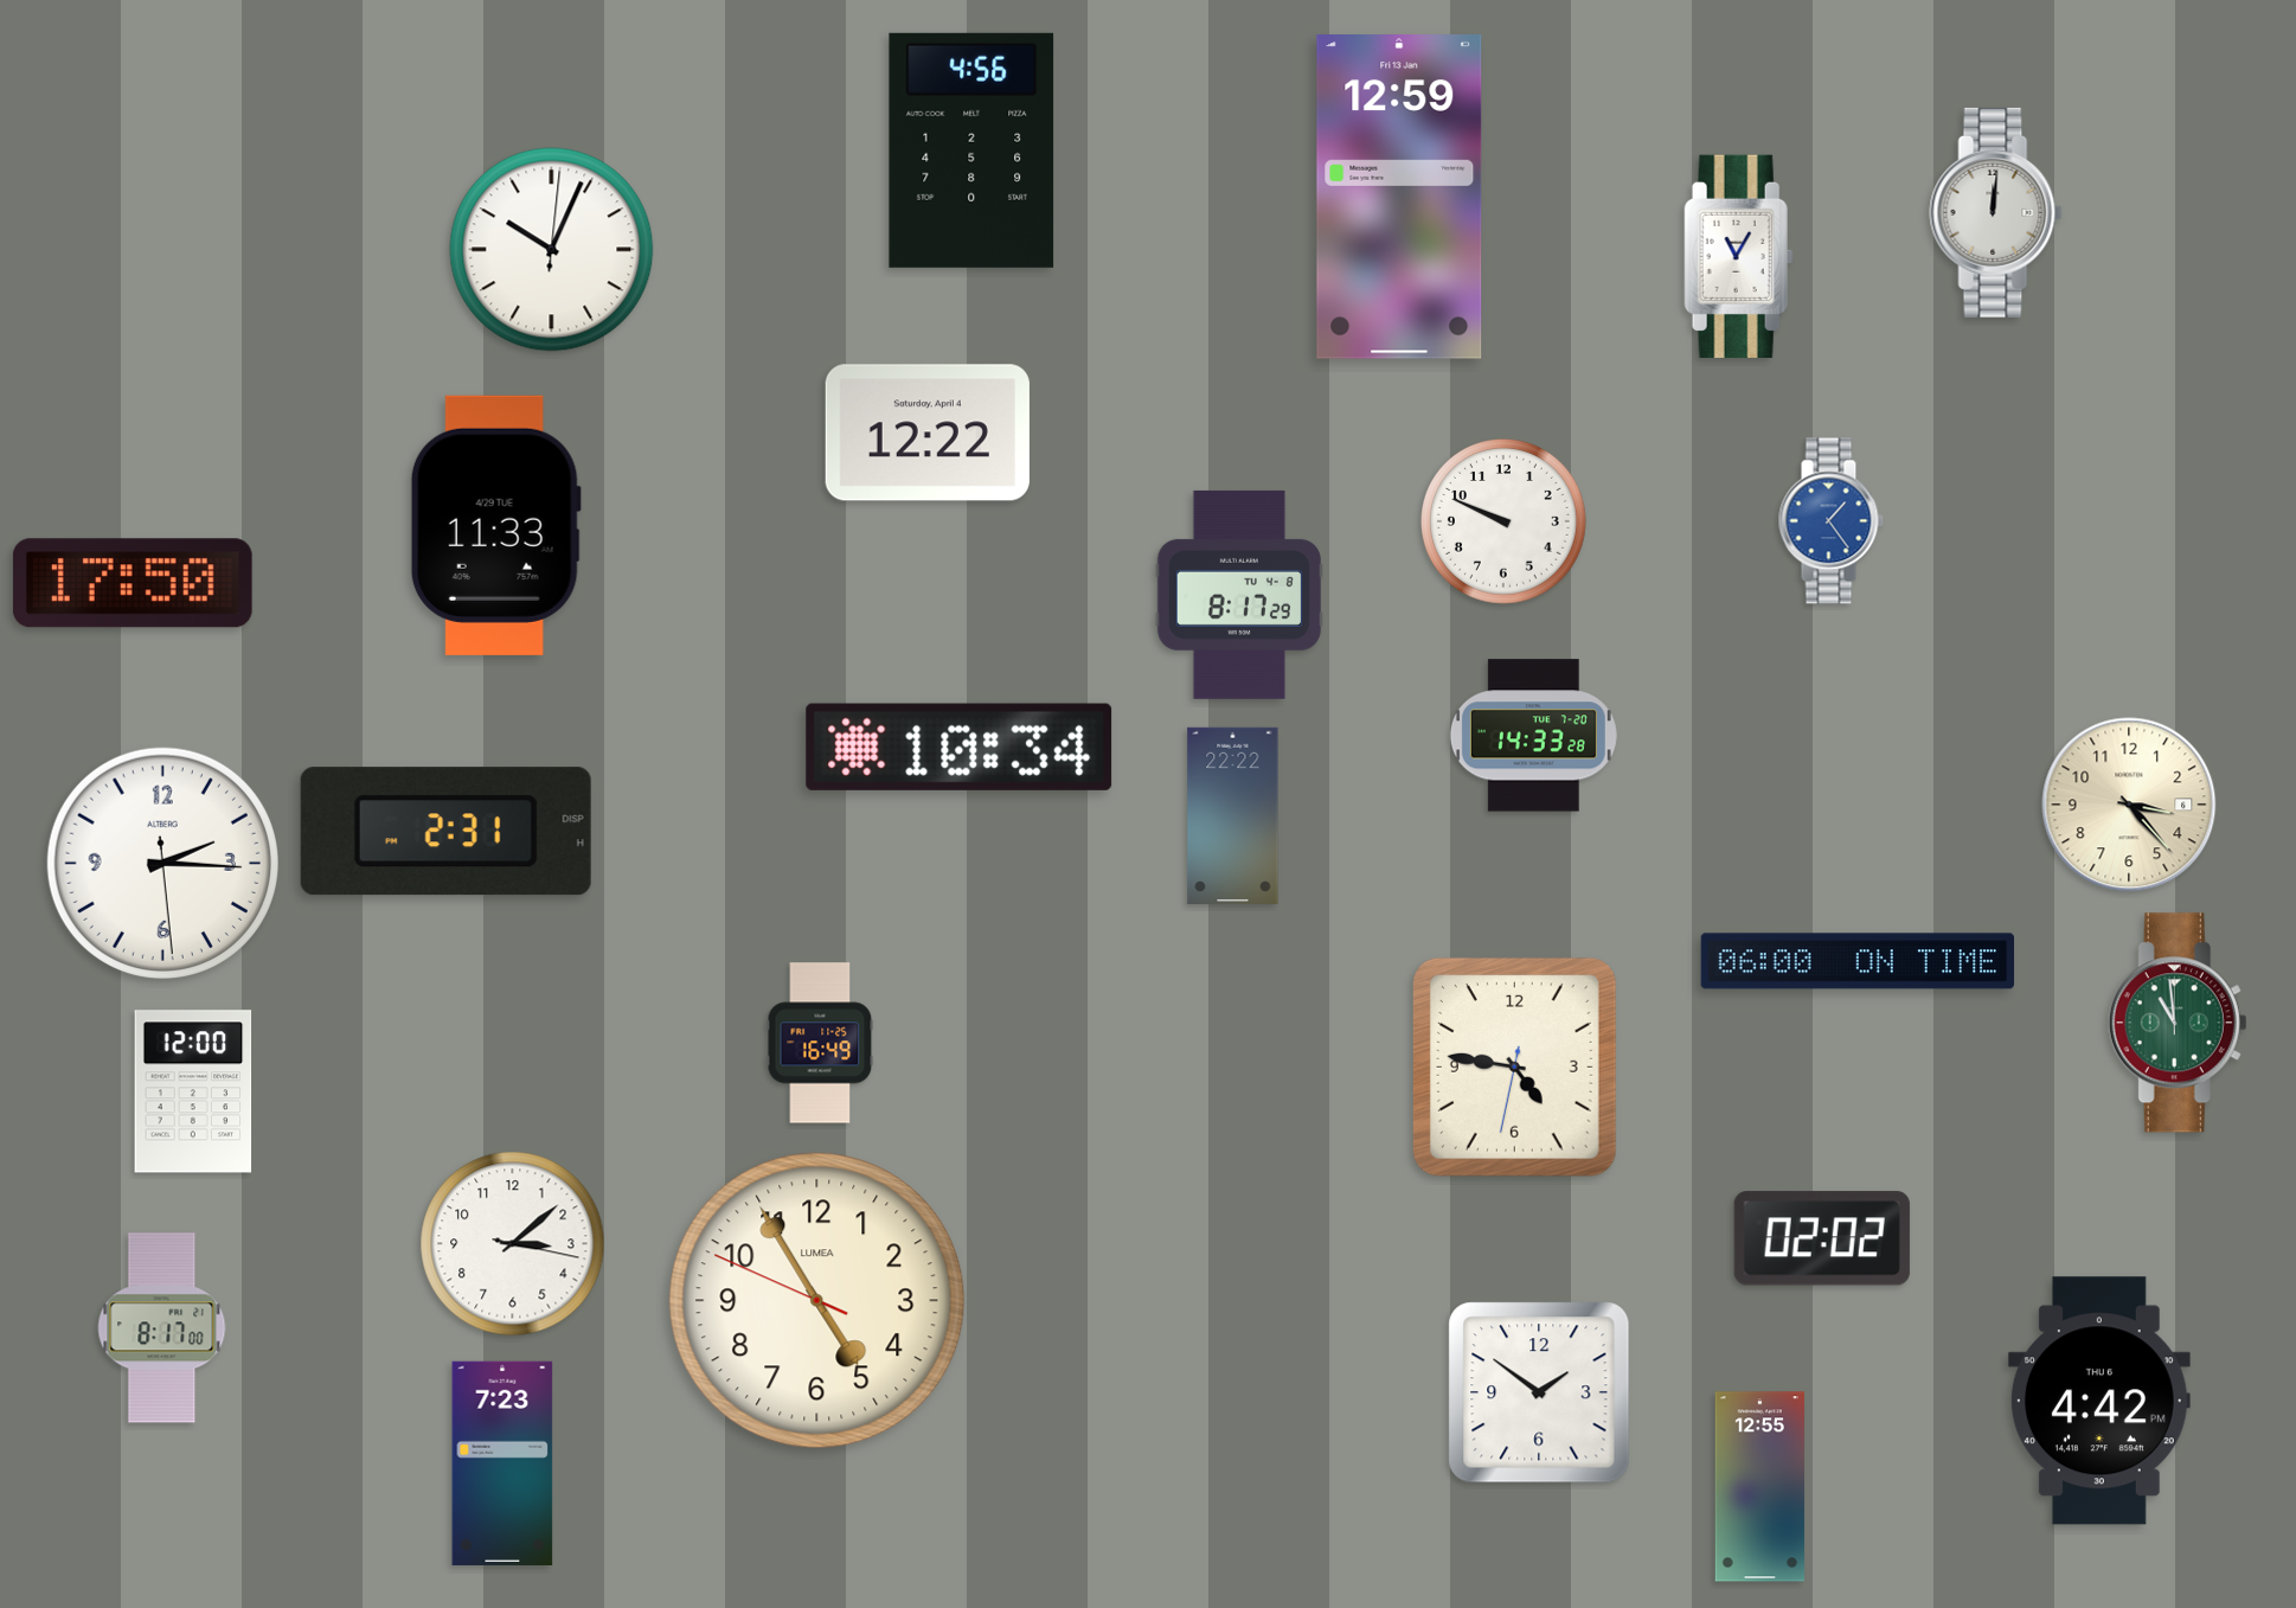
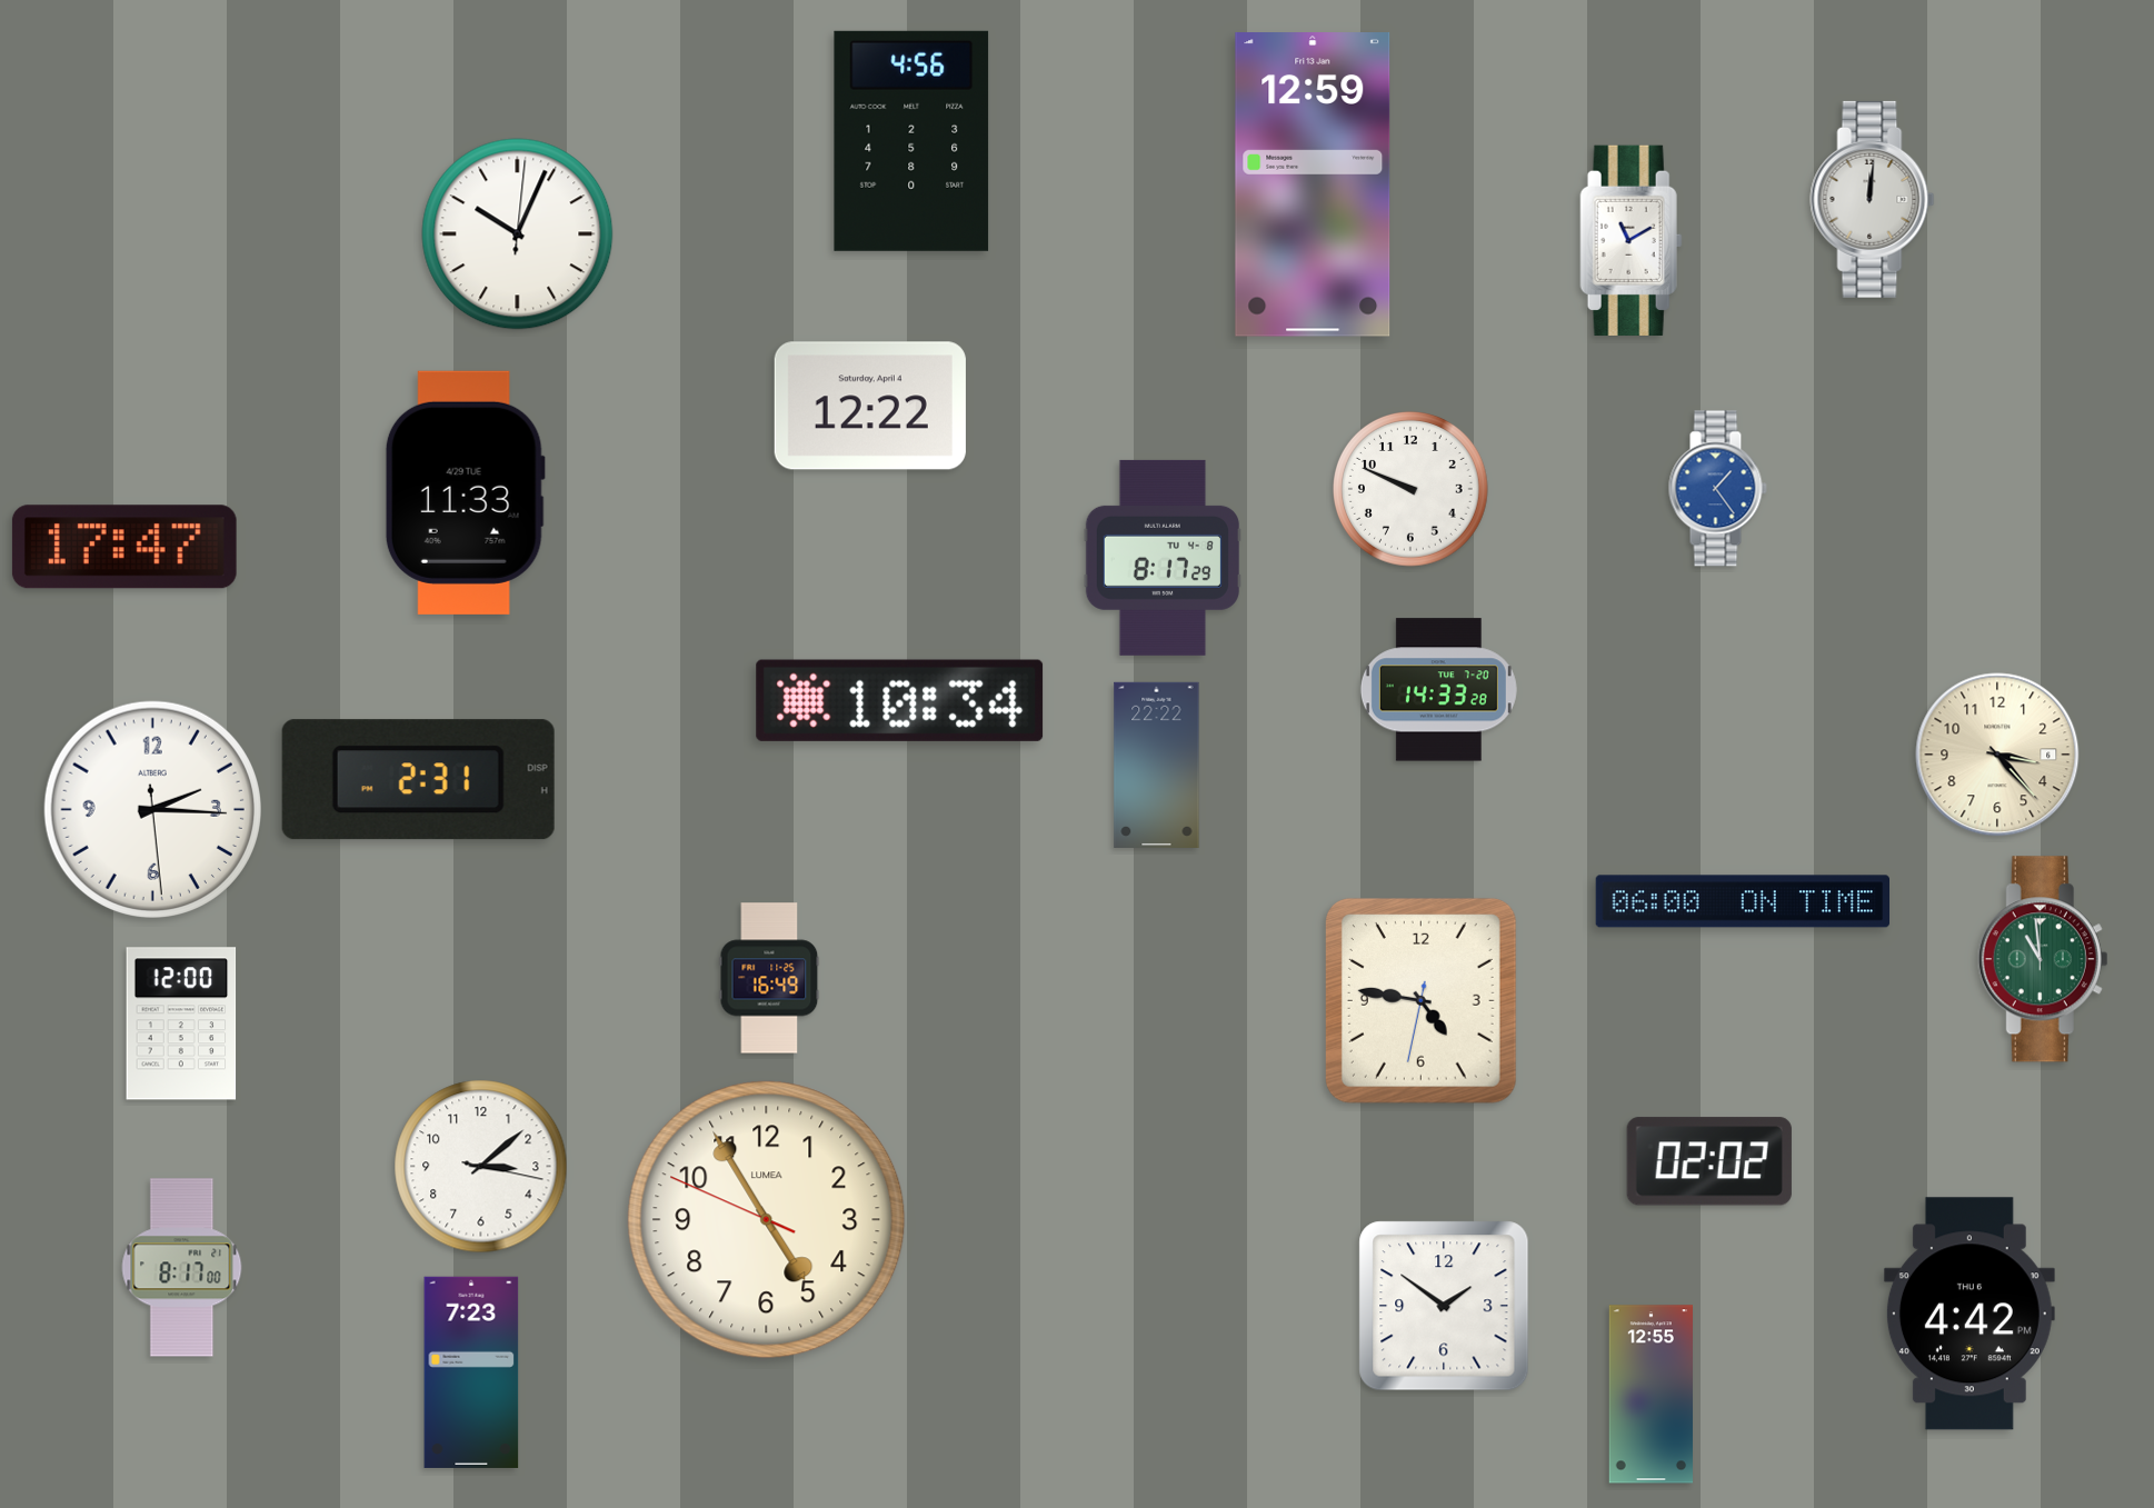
clock at (1739, 256): 11:05 -> 11:10
clock at (133, 583): 17:50 -> 17:47
clock at (162, 1328) position: (162, 1328) -> (182, 1268)
